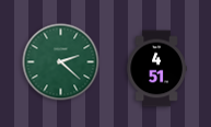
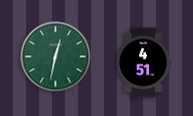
clock at (61, 62): 2:22 -> 12:32
